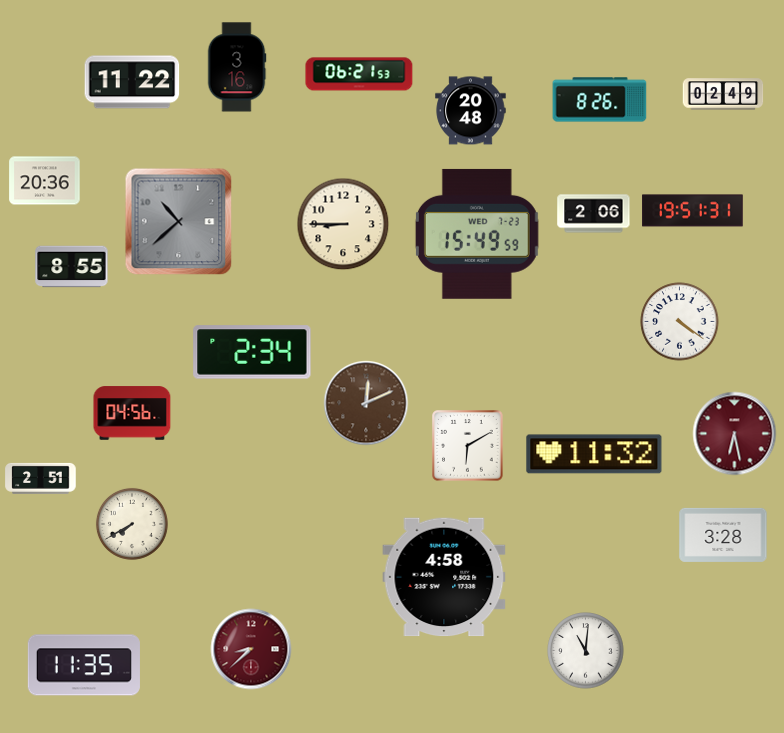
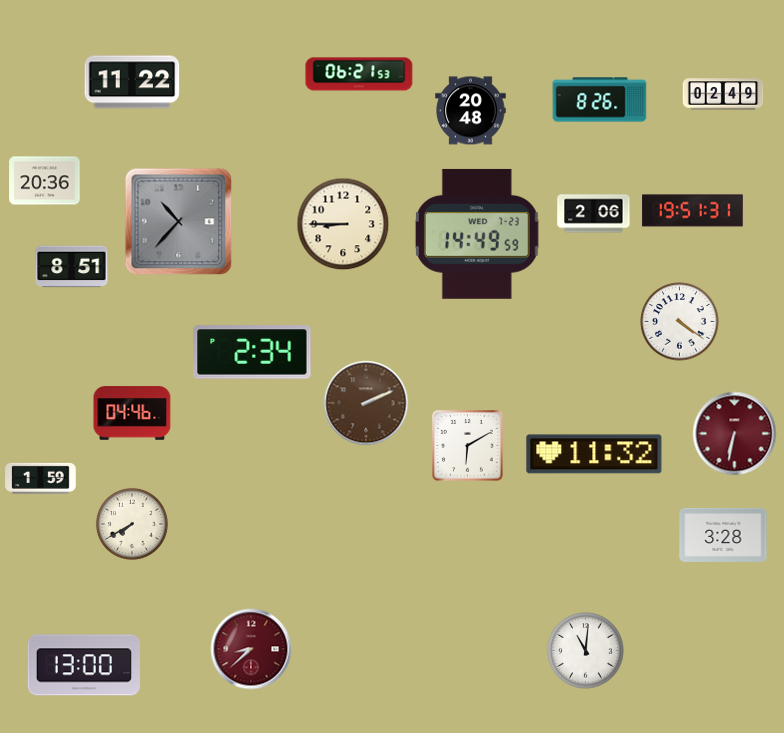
clock at (237, 67): 3:16 -> none
clock at (179, 222): 10:38 -> 10:37
clock at (477, 234): 15:49 -> 14:49
clock at (72, 267): 8:55 -> 8:51
clock at (366, 403): 12:11 -> 2:11
clock at (132, 413): 04:56 -> 04:46
clock at (735, 434): 6:28 -> 6:32
clock at (41, 478): 2:51 -> 1:59
clock at (444, 577): 4:58 -> none
clock at (84, 665): 11:35 -> 13:00
